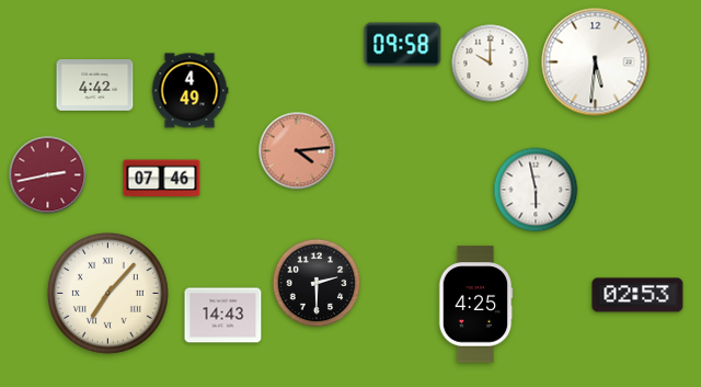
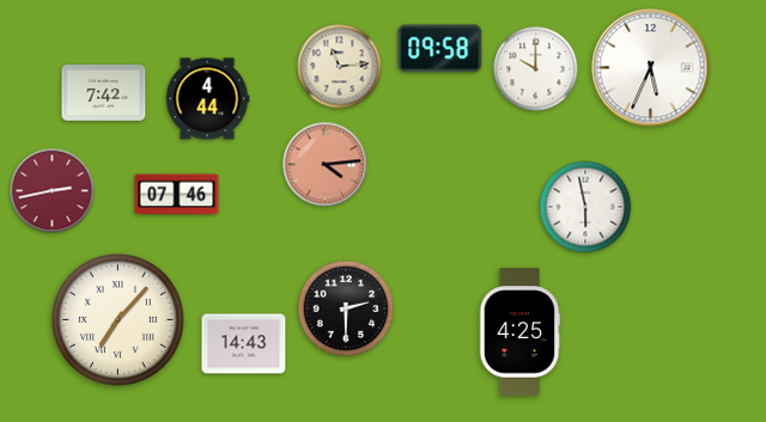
clock at (340, 67): none -> 11:14
clock at (596, 62): 5:31 -> 5:34
clock at (95, 86): 4:42 -> 7:42
clock at (189, 91): 4:49 -> 4:44
clock at (637, 295): 02:53 -> none
